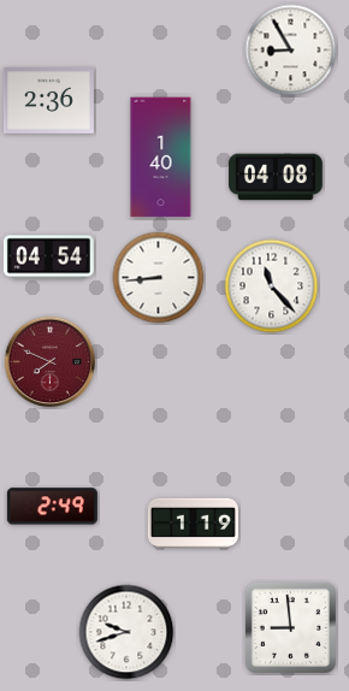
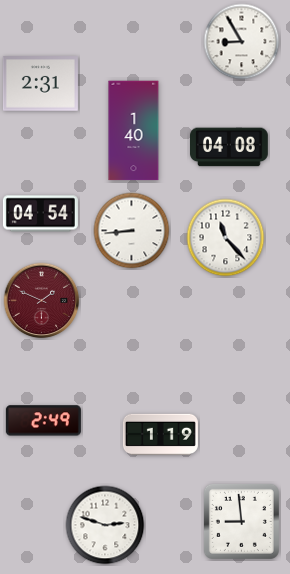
clock at (48, 101): 2:36 -> 2:31
clock at (51, 362): 7:49 -> 1:49
clock at (126, 632): 9:42 -> 2:48
